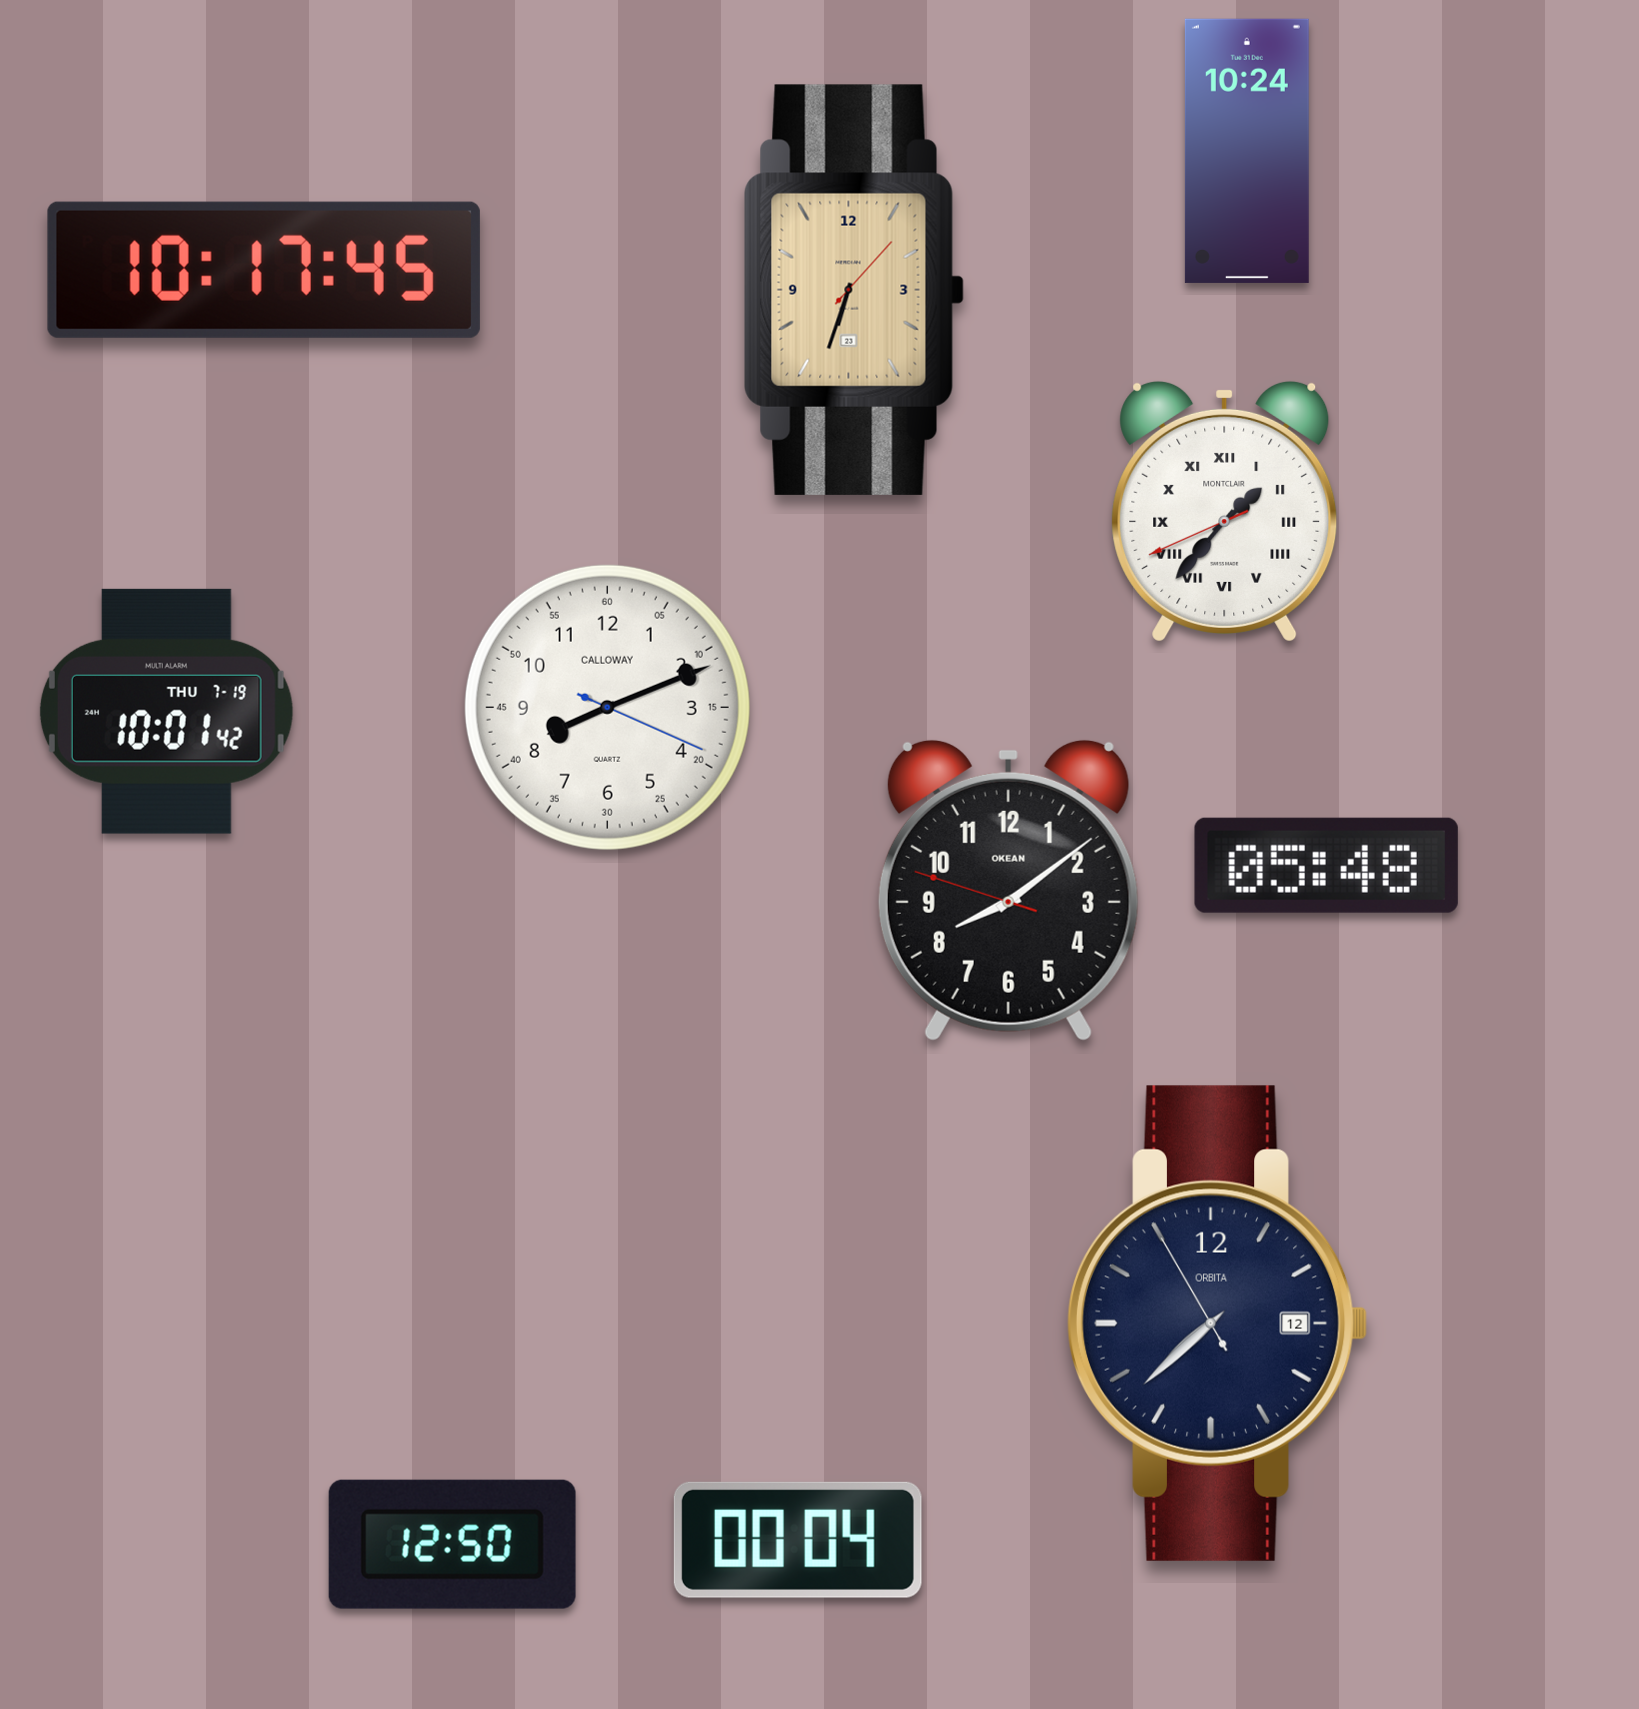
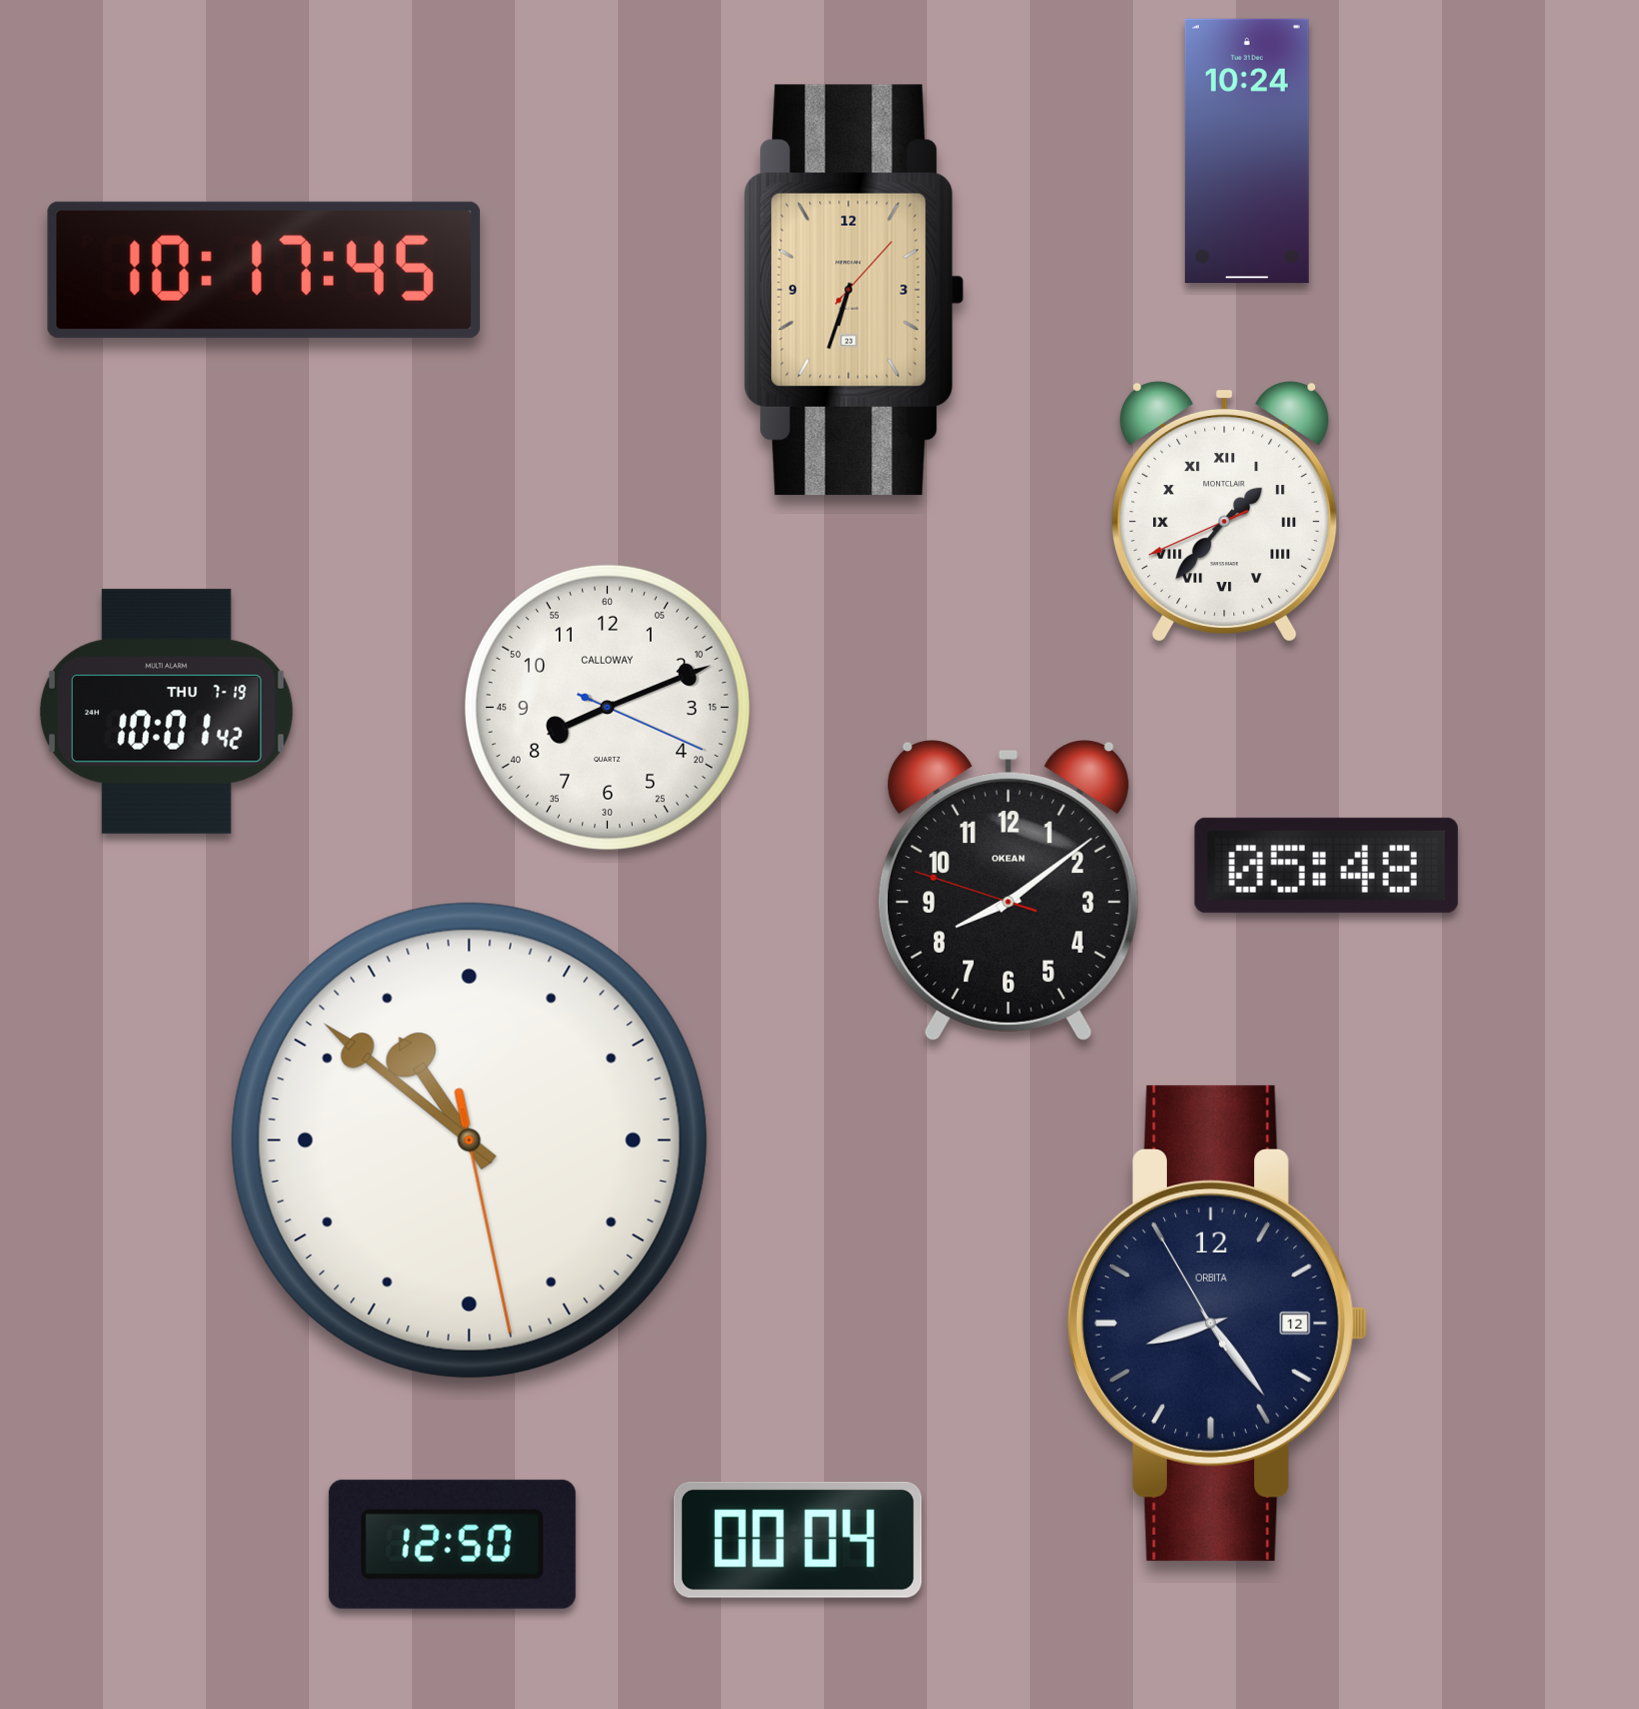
clock at (469, 1140): none -> 10:51
clock at (1217, 1323): 7:37 -> 8:23
